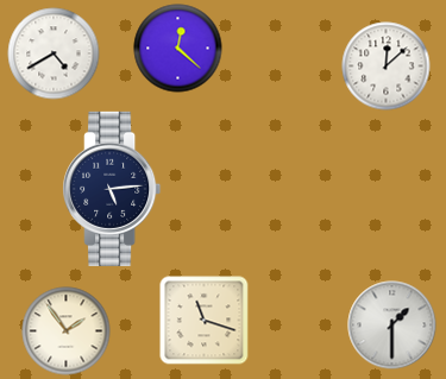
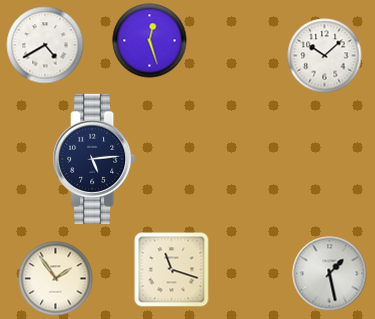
clock at (178, 49): 12:22 -> 12:27
clock at (387, 67): 12:08 -> 10:08
clock at (392, 326): 1:30 -> 1:28
